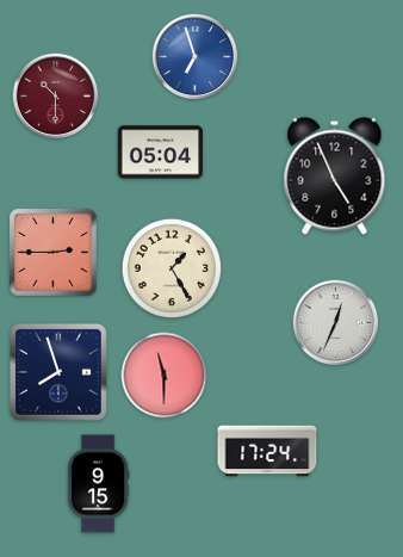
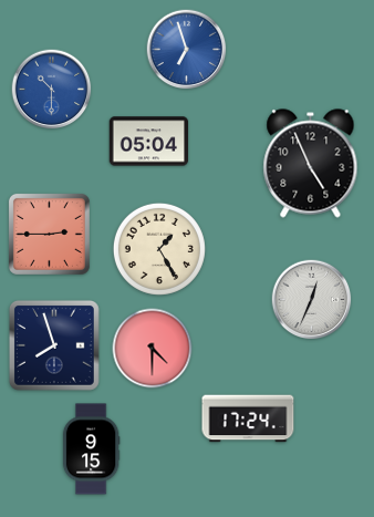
clock at (196, 57) position: (196, 57) -> (187, 50)
clock at (56, 97) dial: burgundy -> blue
clock at (165, 376): 11:30 -> 4:30
